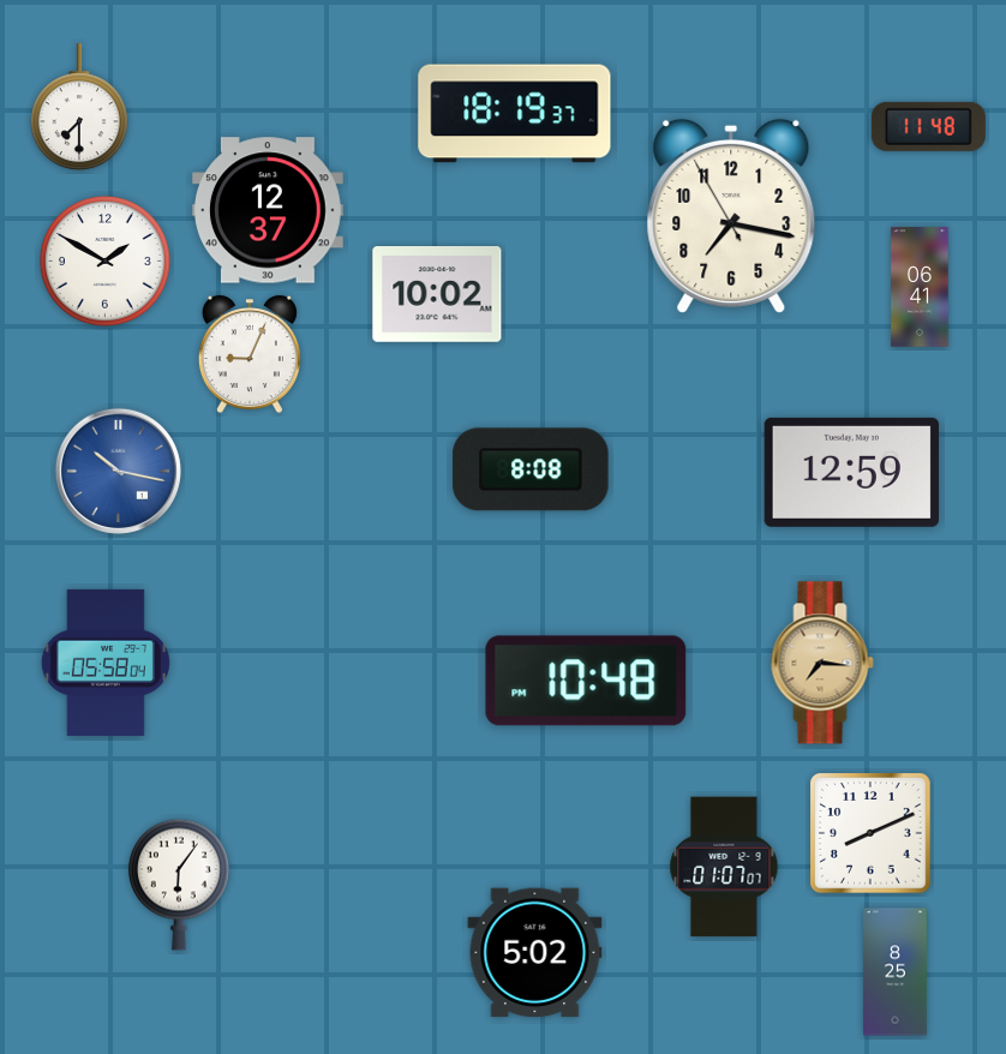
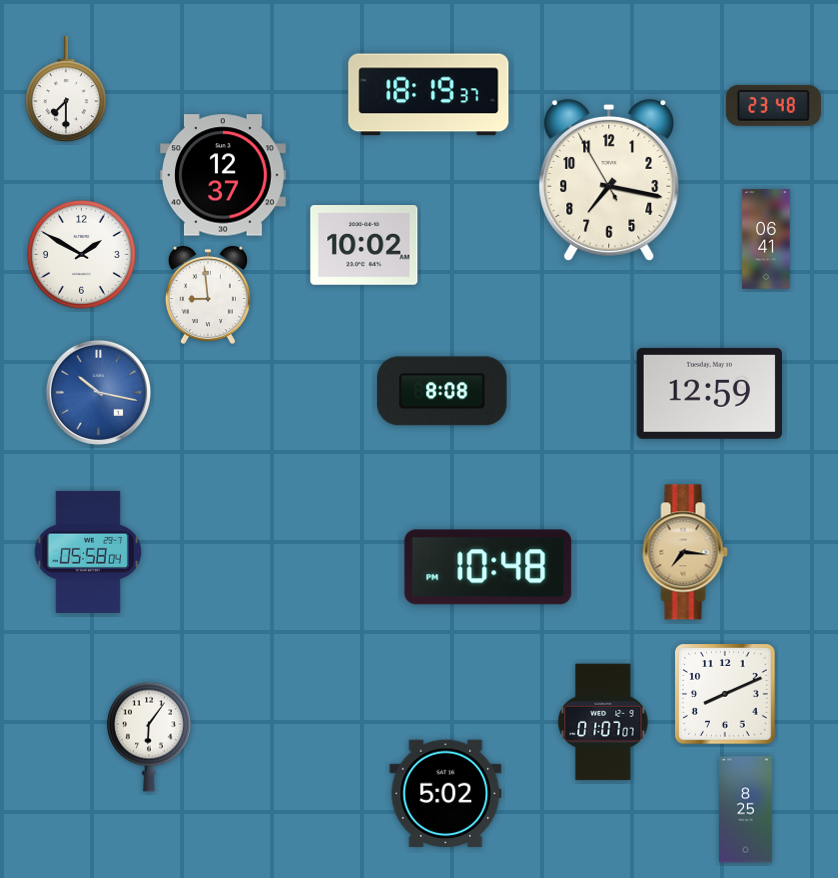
clock at (928, 126): 11:48 -> 23:48
clock at (106, 262) position: (106, 262) -> (82, 255)
clock at (250, 354): 9:04 -> 8:59
